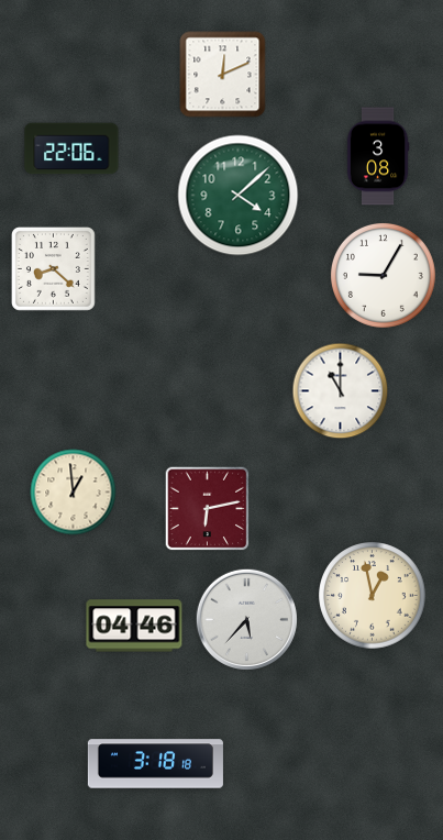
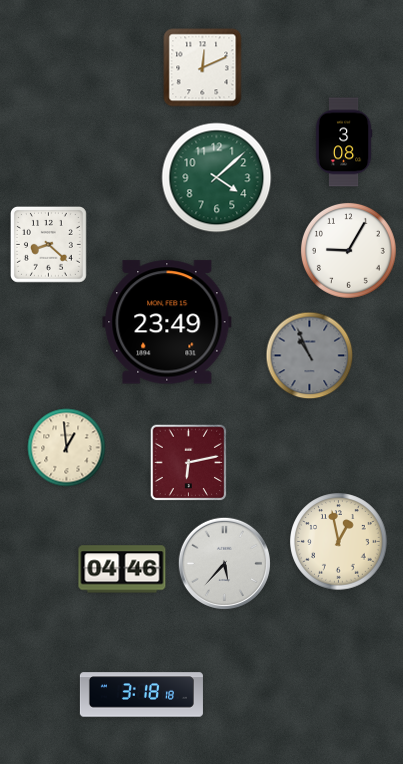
clock at (71, 148): 22:06 -> none
clock at (167, 322): none -> 23:49
clock at (341, 391): 11:00 -> 10:56
clock at (341, 391) dial: white -> grey
